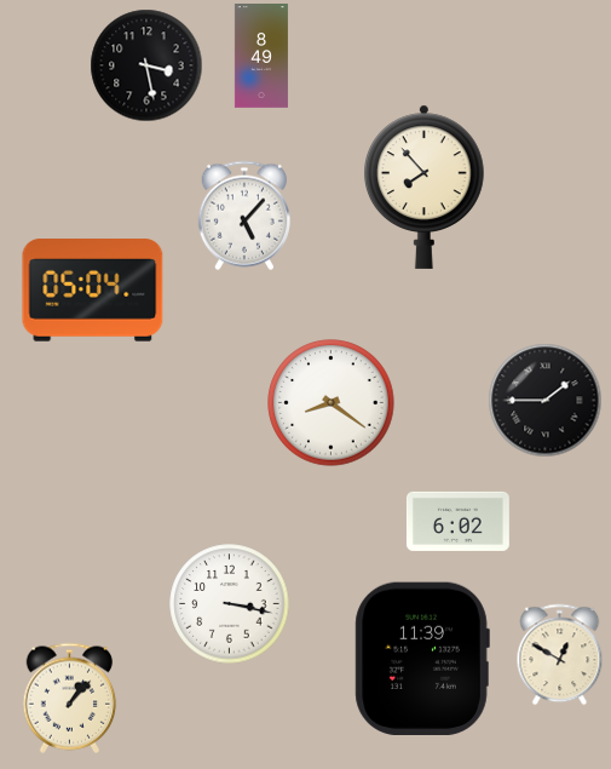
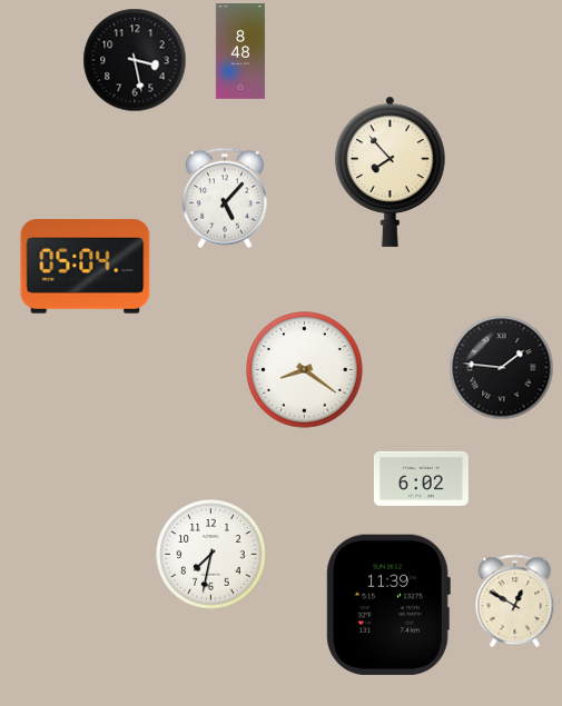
clock at (261, 57): 8:49 -> 8:48
clock at (544, 400): 1:45 -> 1:46
clock at (230, 604): 3:17 -> 7:32
clock at (70, 698): 1:07 -> none
